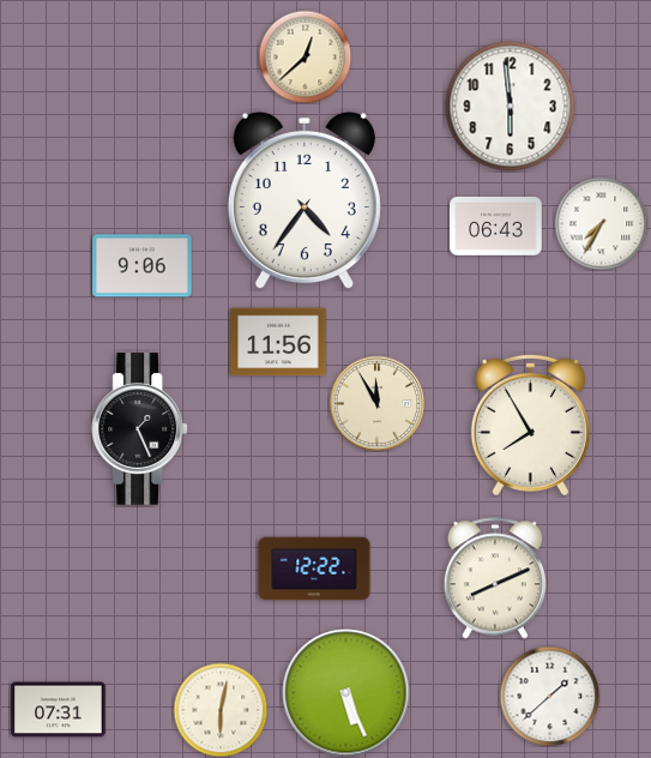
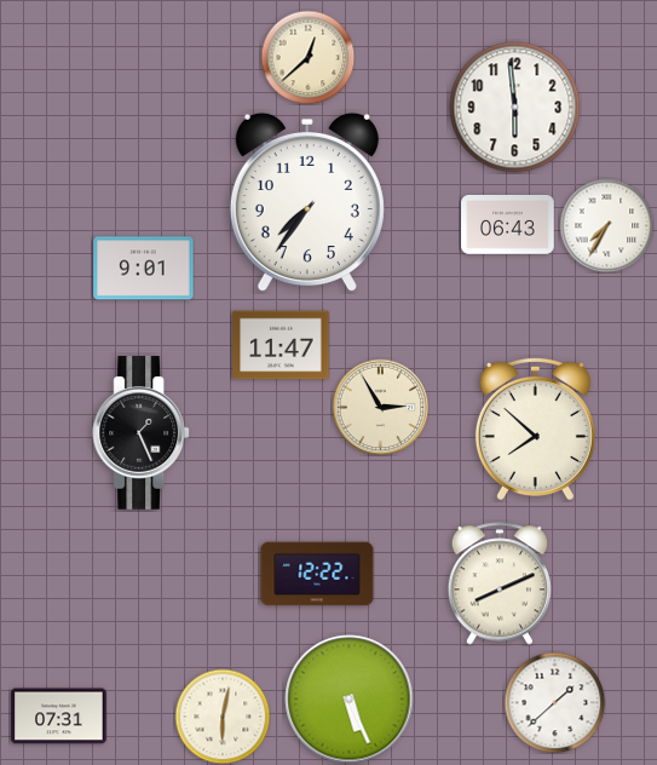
clock at (305, 200): 4:36 -> 7:36
clock at (496, 227) position: (496, 227) -> (508, 225)
clock at (143, 266): 9:06 -> 9:01
clock at (278, 342): 11:56 -> 11:47
clock at (376, 403): 11:55 -> 2:55
clock at (530, 425): 7:55 -> 7:52
